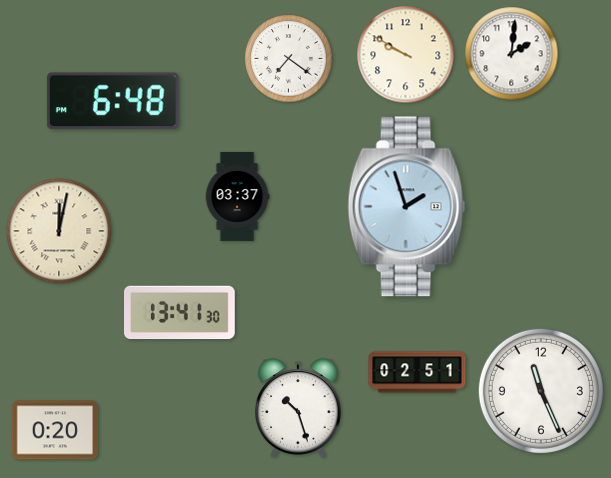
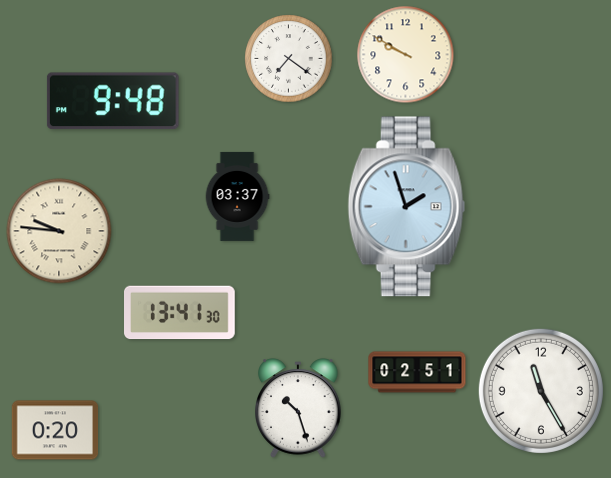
clock at (512, 54): 2:01 -> none
clock at (113, 101): 6:48 -> 9:48
clock at (59, 231): 12:02 -> 9:46
clock at (541, 391): 11:26 -> 11:25
